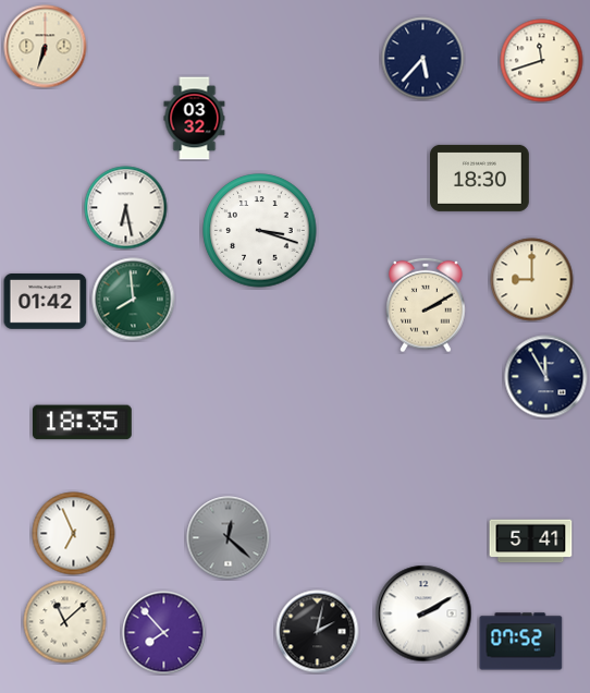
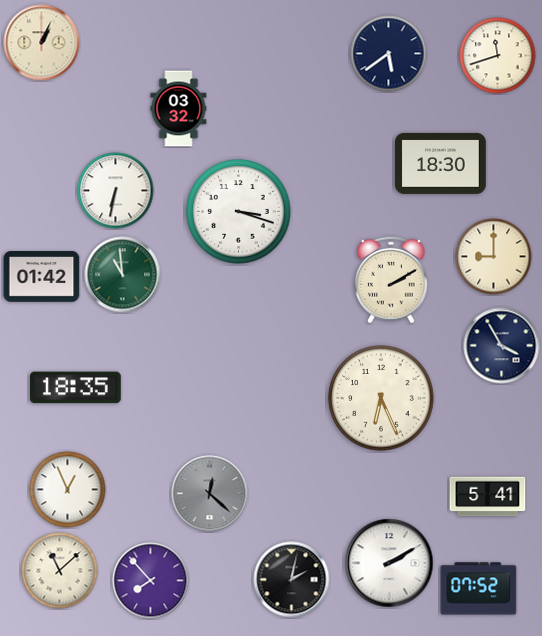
clock at (46, 47): 6:33 -> 1:04
clock at (423, 59): 5:37 -> 5:39
clock at (126, 208): 6:28 -> 6:32
clock at (532, 280) position: (532, 280) -> (494, 257)
clock at (134, 300): 7:59 -> 10:59
clock at (546, 377): 11:55 -> 3:55
clock at (381, 398): none -> 6:26
clock at (74, 534): 6:56 -> 12:56
